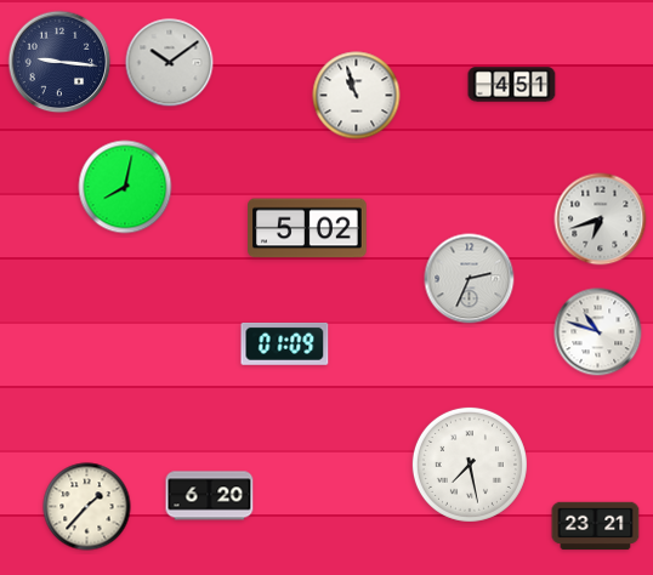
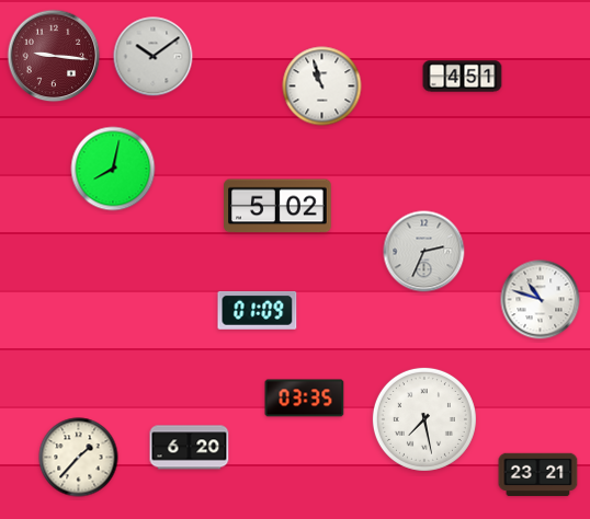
clock at (59, 62) dial: navy -> burgundy
clock at (601, 220): 6:42 -> none
clock at (305, 399): none -> 03:35
